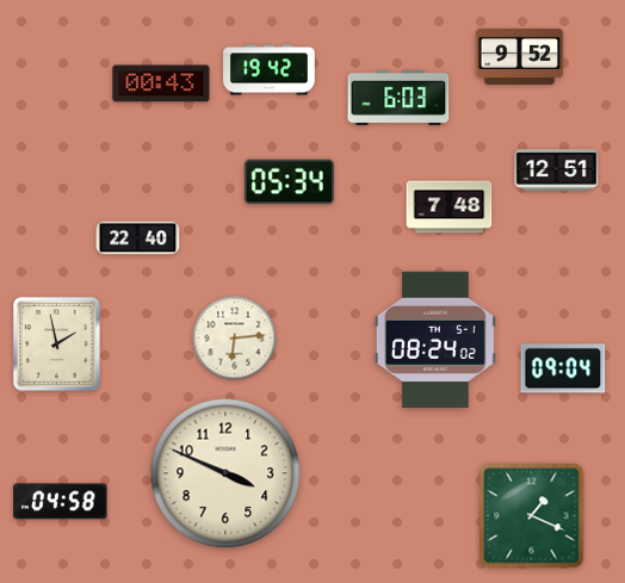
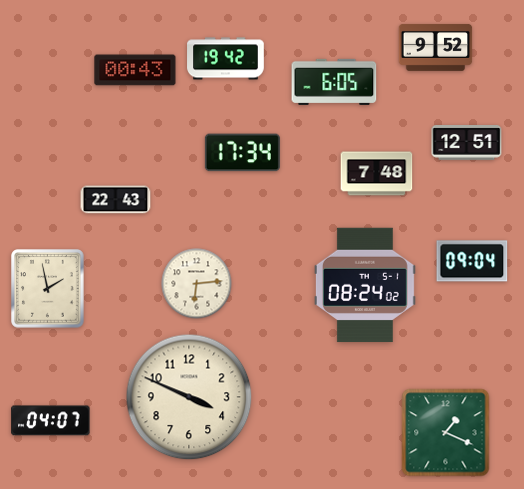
clock at (398, 98): 6:03 -> 6:05
clock at (289, 182): 05:34 -> 17:34
clock at (138, 238): 22:40 -> 22:43
clock at (563, 368) position: (563, 368) -> (472, 261)
clock at (61, 502): 04:58 -> 04:07
